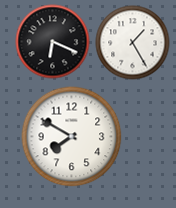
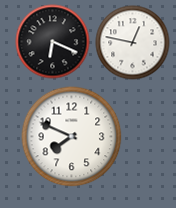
clock at (133, 43): 1:25 -> 12:47
clock at (72, 137): 7:50 -> 7:49
